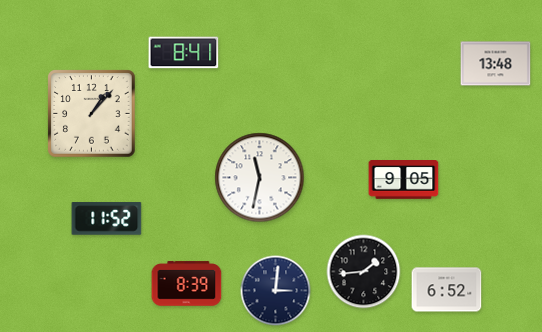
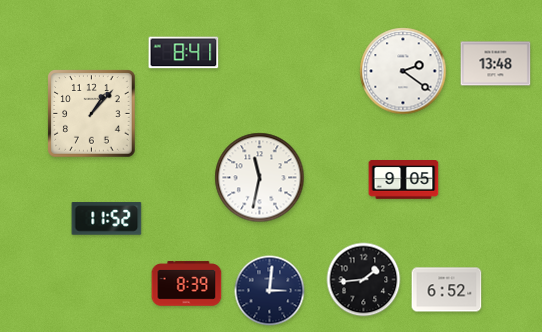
clock at (403, 71): none -> 2:21
clock at (364, 272) position: (364, 272) -> (364, 280)
clock at (276, 291) position: (276, 291) -> (270, 291)
